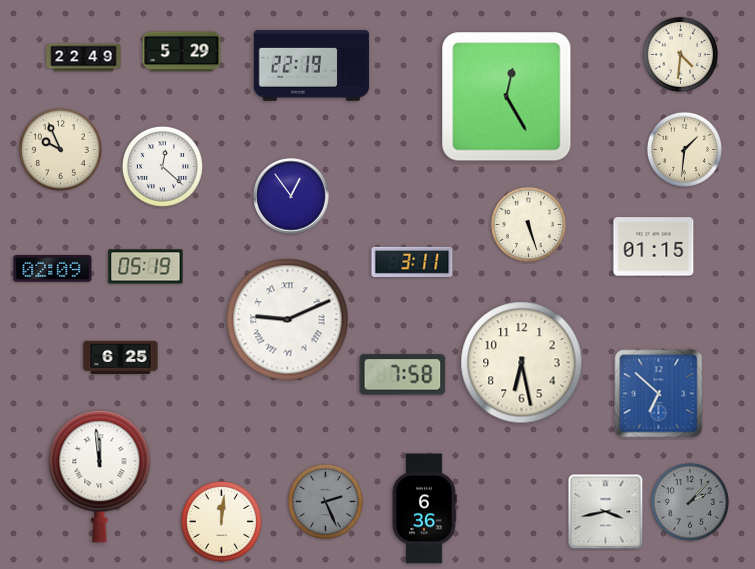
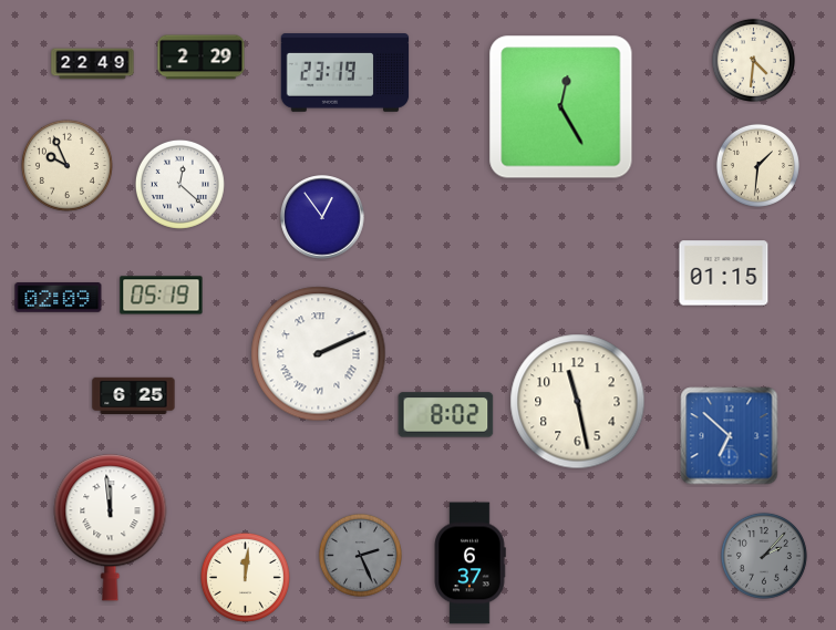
clock at (182, 52): 5:29 -> 2:29
clock at (312, 66): 22:19 -> 23:19
clock at (528, 224): 5:27 -> none
clock at (412, 262): 3:11 -> none
clock at (288, 320): 9:11 -> 2:11
clock at (522, 363): 6:28 -> 11:28
clock at (403, 375): 7:58 -> 8:02
clock at (424, 509): 6:36 -> 6:37
clock at (606, 512): 3:43 -> none
